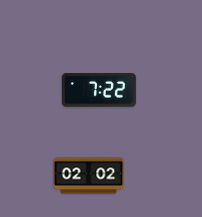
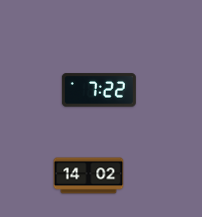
clock at (89, 176): 02:02 -> 14:02
